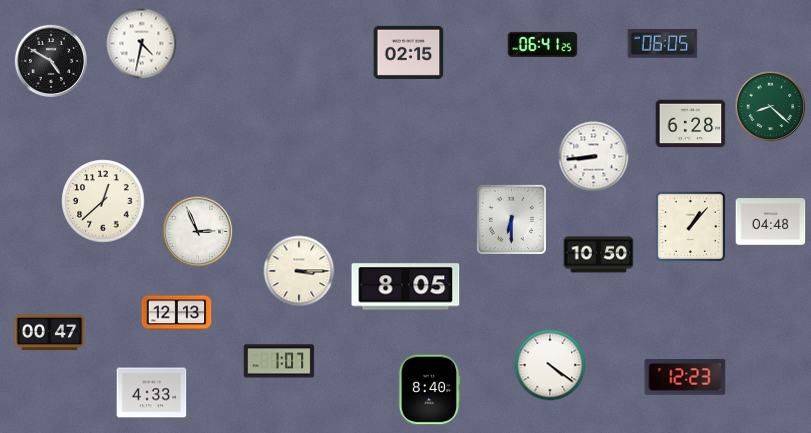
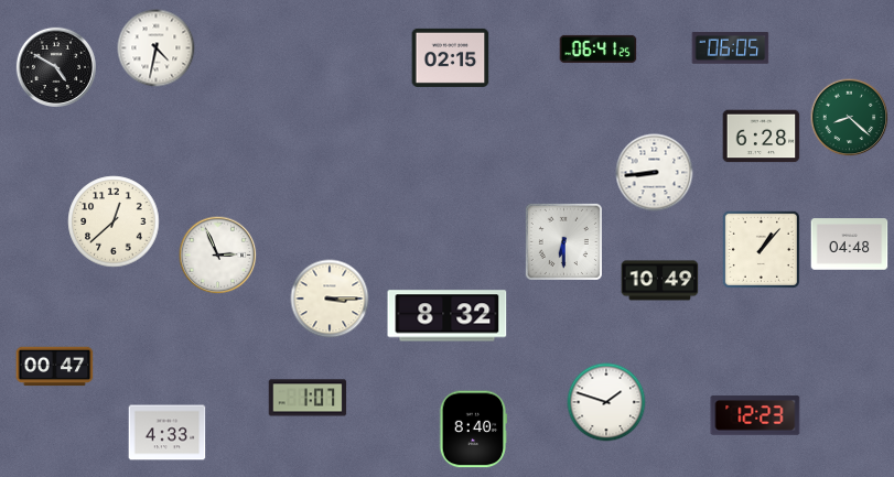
clock at (599, 255): 10:50 -> 10:49
clock at (406, 287): 8:05 -> 8:32
clock at (177, 313): 12:13 -> none
clock at (550, 365): 4:21 -> 1:48
